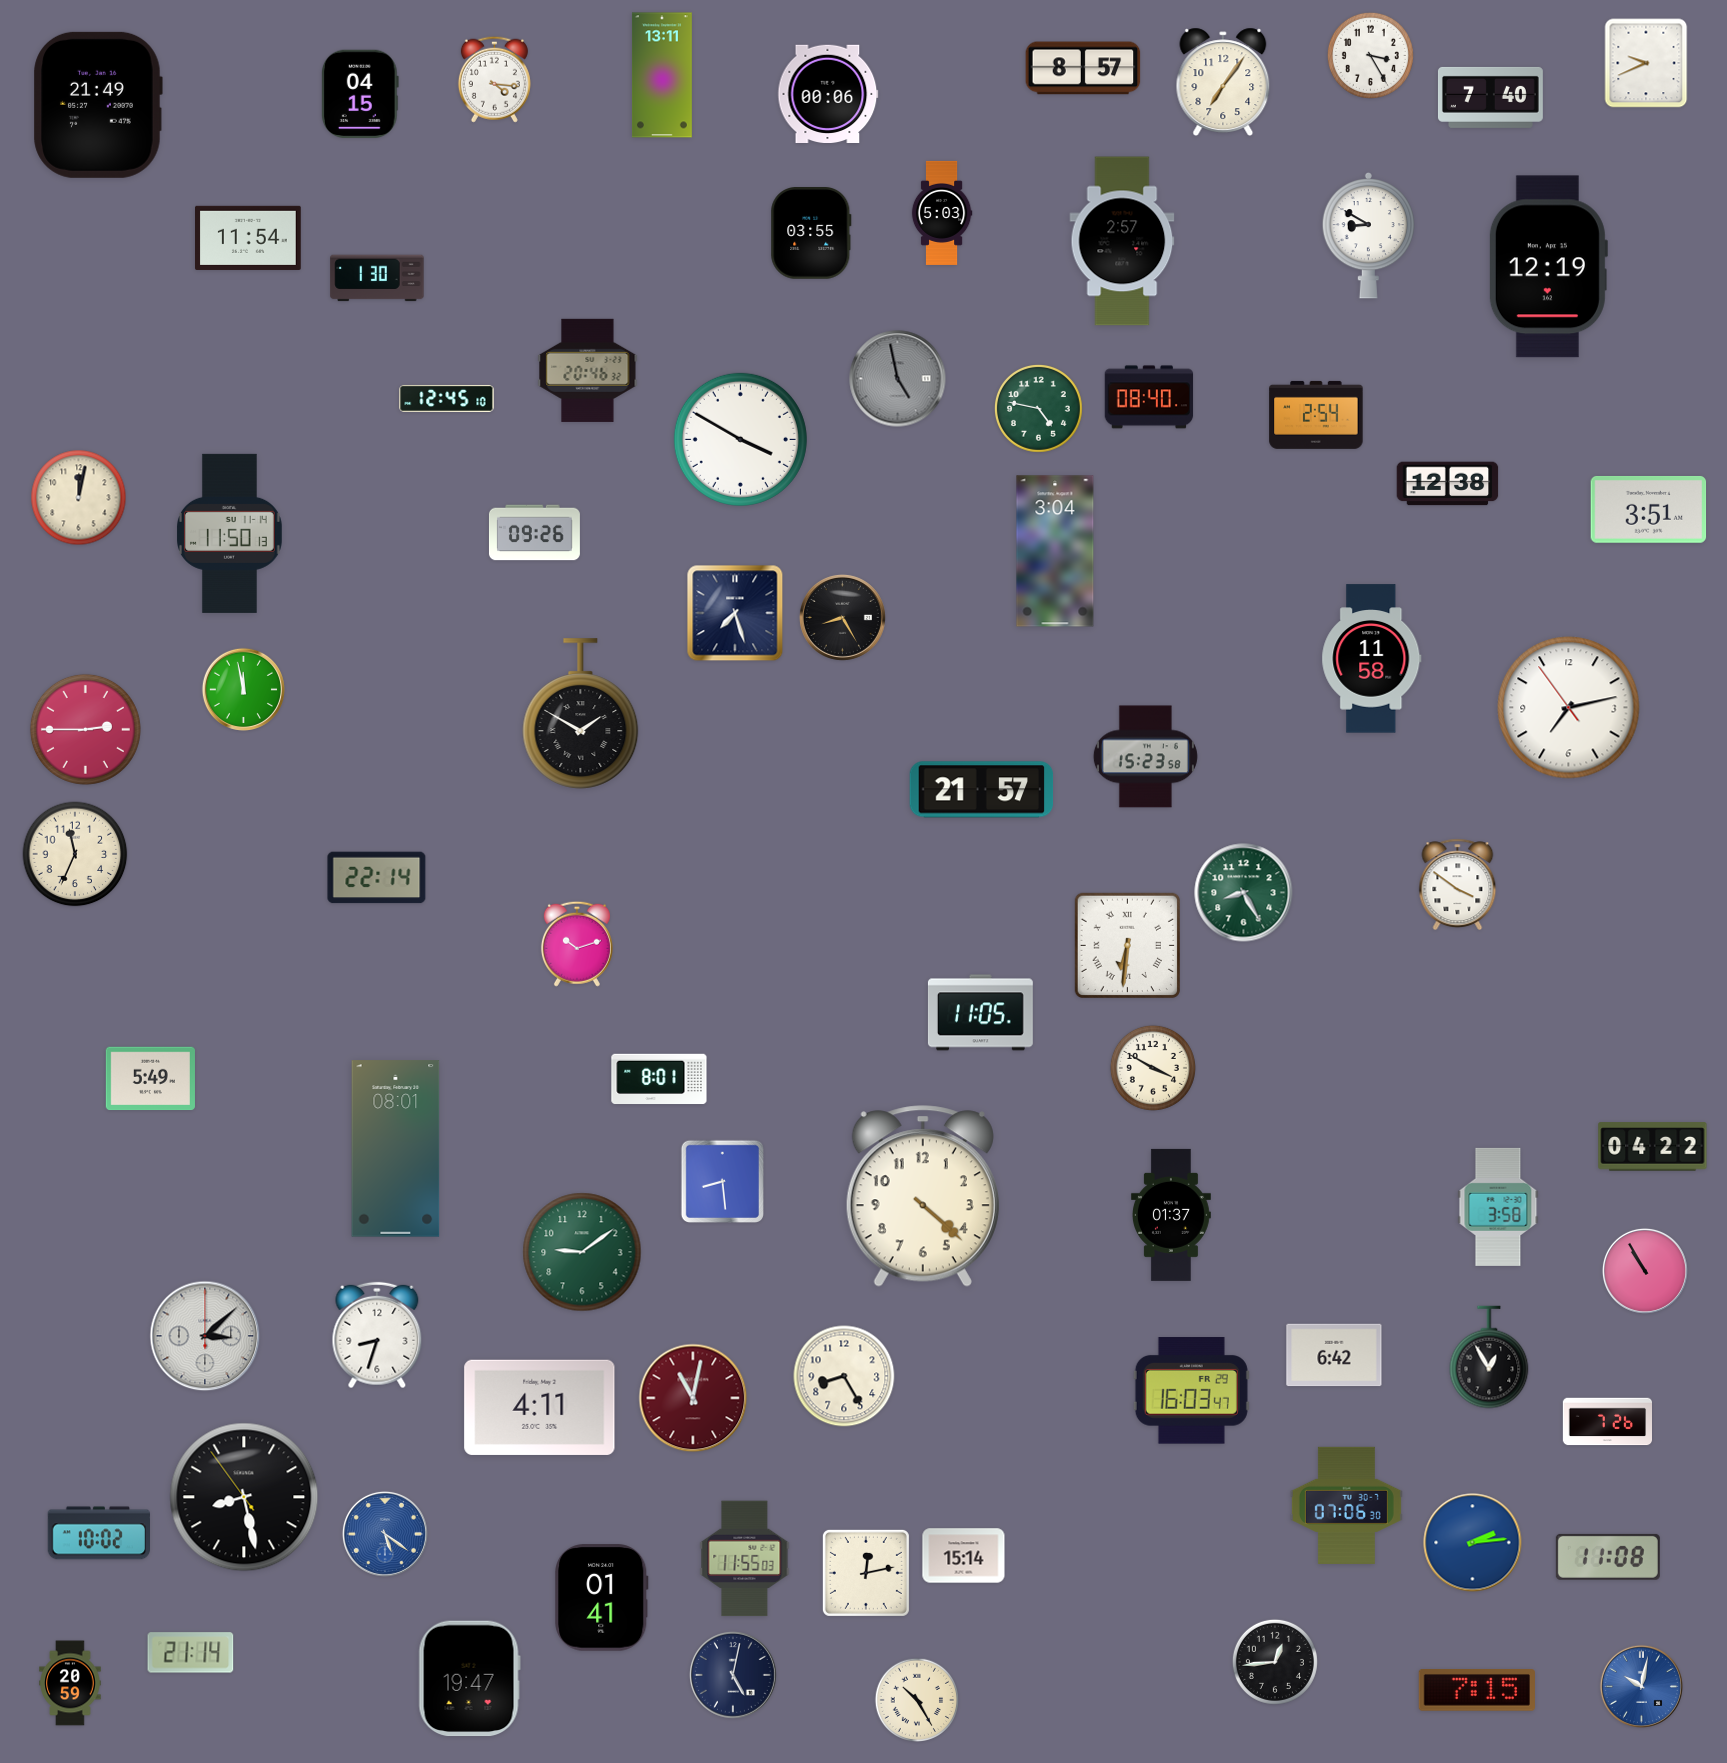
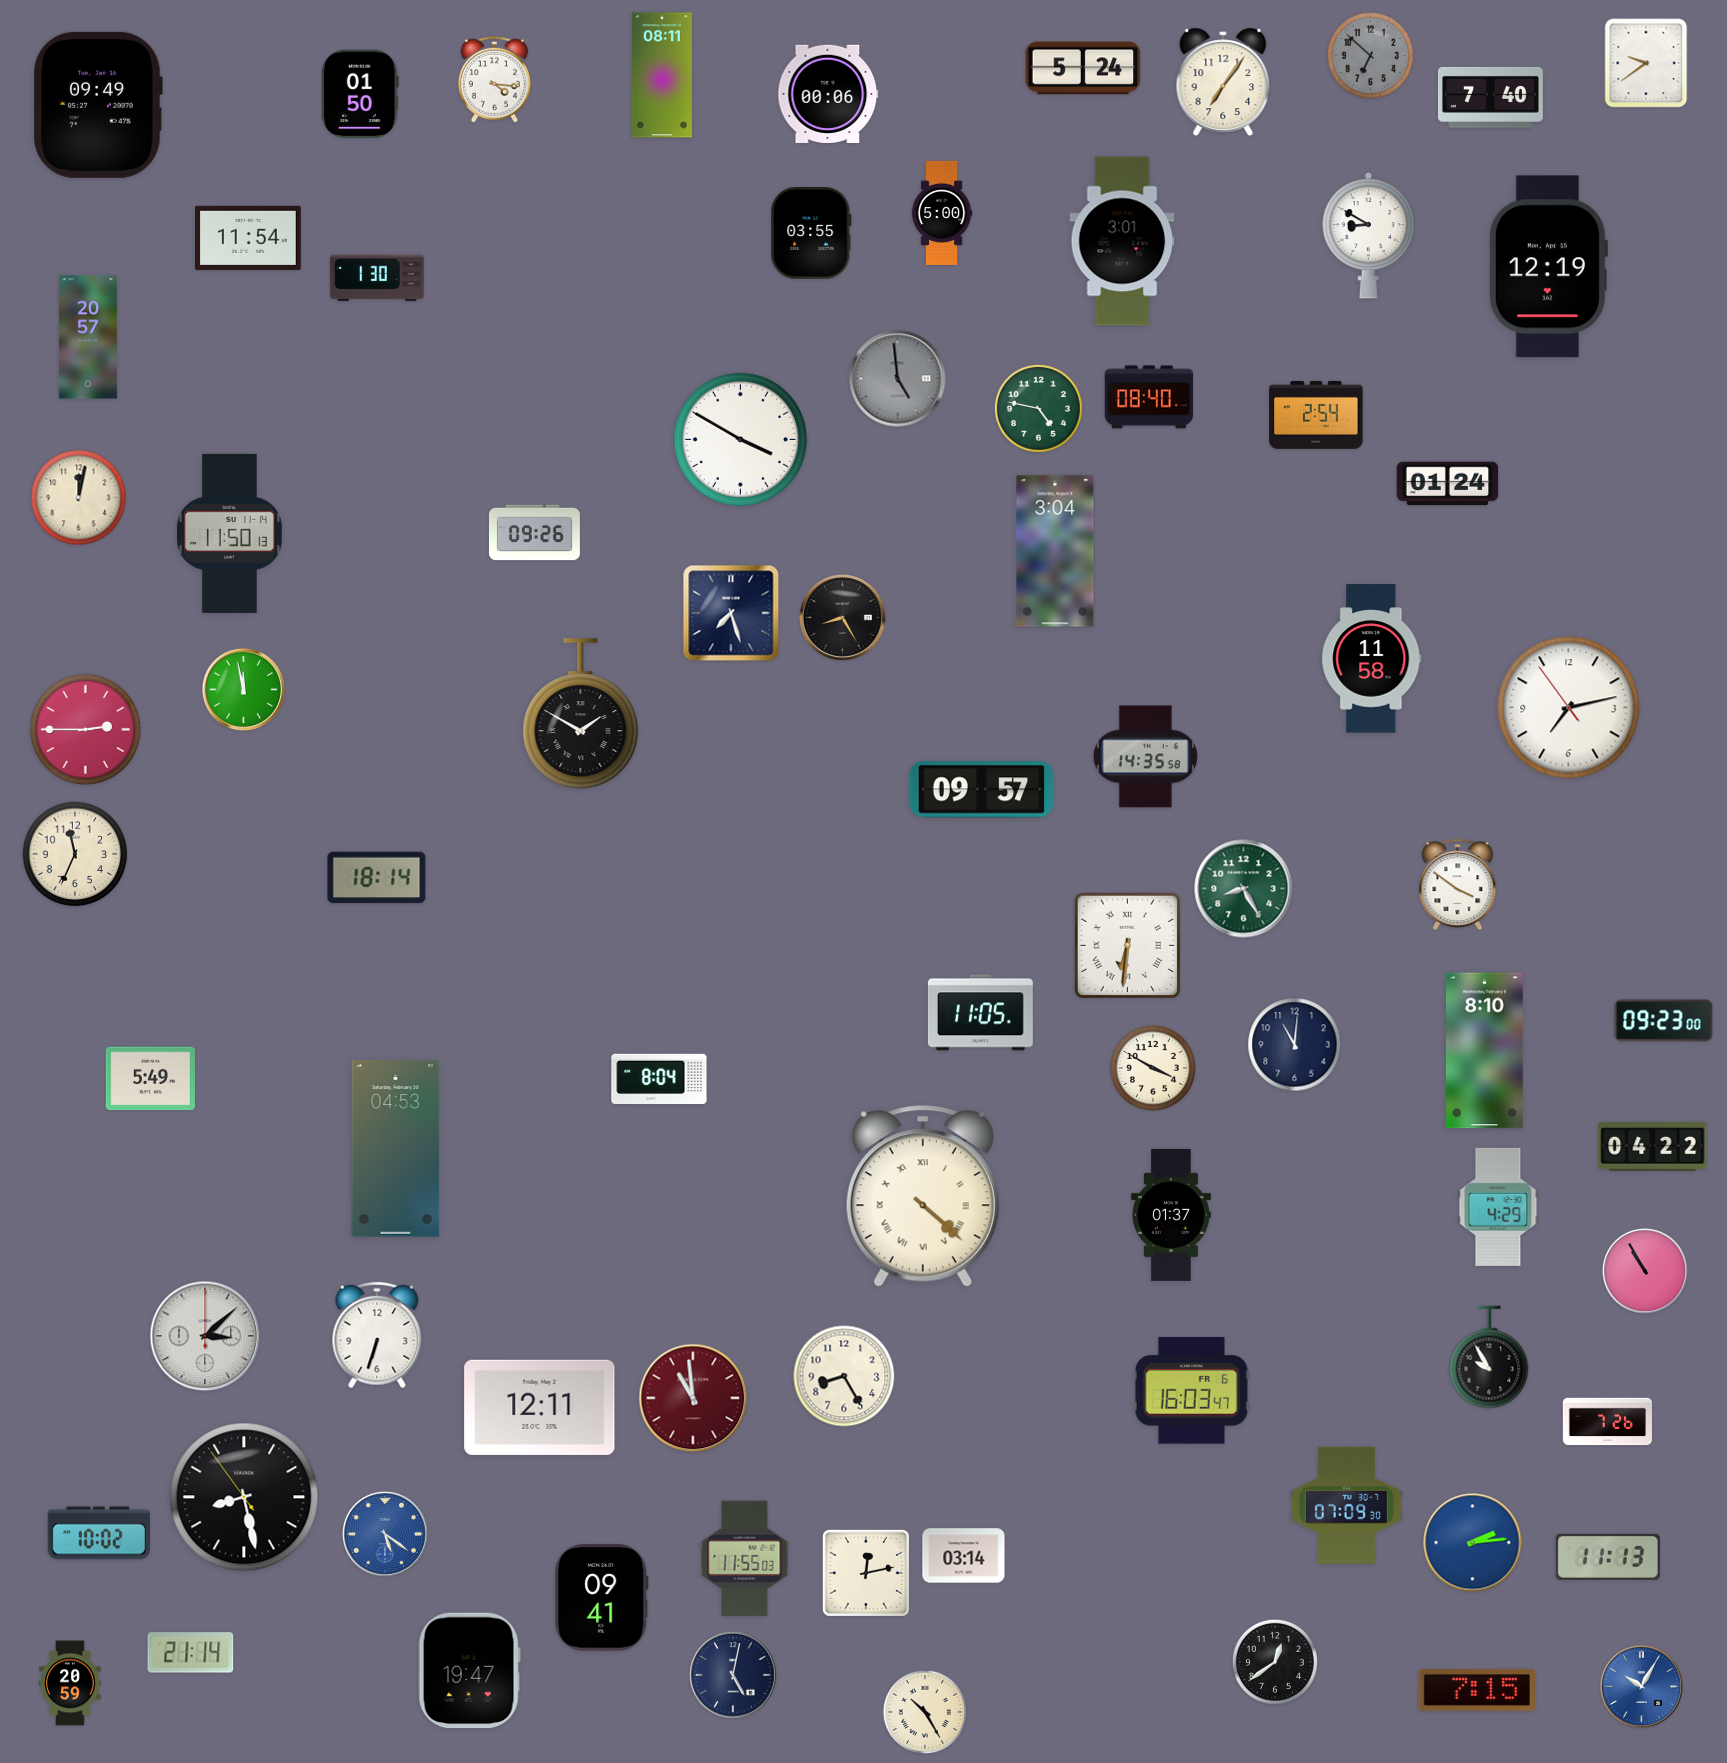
clock at (1370, 55): 3:25 -> 6:52
clock at (1370, 55) dial: white -> grey
clock at (1646, 63): 9:41 -> 9:39
clock at (1083, 68): 8:57 -> 5:24
clock at (662, 75): 13:11 -> 08:11
clock at (360, 94): 04:15 -> 01:50
clock at (98, 105): 21:49 -> 09:49
clock at (942, 213): 5:03 -> 5:00
clock at (1122, 241): 2:57 -> 3:01
clock at (88, 337): none -> 20:57
clock at (588, 370): 20:46 -> none
clock at (898, 379): 4:58 -> 4:59
clock at (447, 398): 12:45 -> none
clock at (1448, 484): 12:38 -> 01:24
clock at (1649, 509): 3:51 -> none
clock at (735, 613) position: (735, 613) -> (731, 613)
clock at (1145, 757): 15:23 -> 14:35
clock at (982, 790): 21:57 -> 09:57
clock at (377, 878): 22:14 -> 18:14
clock at (1244, 893) position: (1244, 893) -> (1244, 889)
clock at (577, 944): 10:12 -> none
clock at (1664, 1021): none -> 09:23
clock at (1295, 1045): none -> 11:01
clock at (1485, 1051): none -> 8:10
clock at (659, 1079): 8:01 -> 8:04
clock at (396, 1149): 08:01 -> 04:53
clock at (722, 1181): 8:29 -> none
clock at (923, 1196) numerals: Arabic -> Roman
clock at (1498, 1207): 3:58 -> 4:29
clock at (582, 1252): 9:09 -> none
clock at (377, 1335): 8:33 -> 6:33
clock at (1334, 1355): 6:42 -> none
clock at (1489, 1357): 12:55 -> 9:55
clock at (1191, 1391) date: FR 29 -> FR 6
clock at (693, 1398): 11:02 -> 10:59
clock at (540, 1407): 4:11 -> 12:11
clock at (1346, 1505): 07:06 -> 07:09
clock at (964, 1556): 15:14 -> 03:14
clock at (1608, 1557): 11:08 -> 11:13
clock at (602, 1598): 01:41 -> 09:41
clock at (1275, 1662): 12:44 -> 12:39
clock at (469, 1679) position: (469, 1679) -> (469, 1671)
clock at (1641, 1686): 10:02 -> 10:05
clock at (916, 1699) position: (916, 1699) -> (924, 1711)
